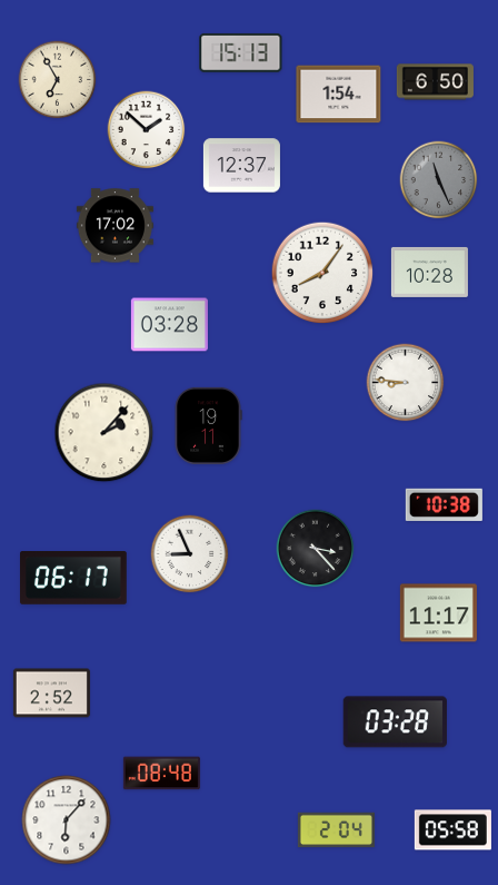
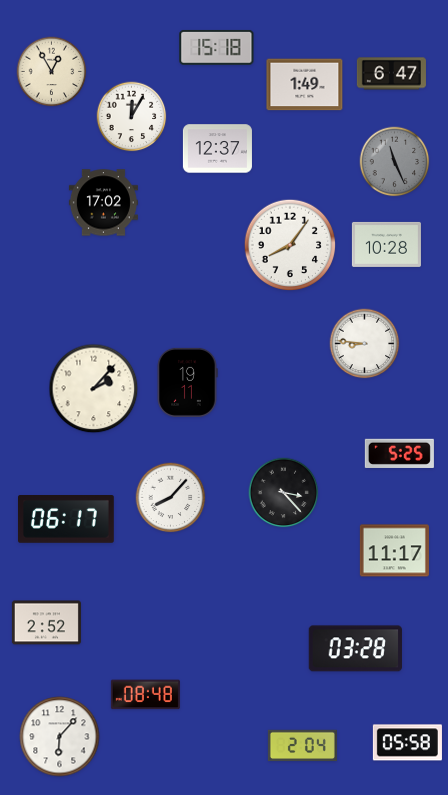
clock at (241, 52): 15:13 -> 15:18
clock at (58, 80): 6:55 -> 12:55
clock at (435, 82): 6:50 -> 6:47
clock at (339, 95): 1:54 -> 1:49
clock at (147, 130): 1:52 -> 12:05
clock at (169, 325): 03:28 -> none
clock at (444, 504): 10:38 -> 5:25
clock at (190, 554): 8:56 -> 8:07
clock at (452, 830) position: (452, 830) -> (407, 743)
